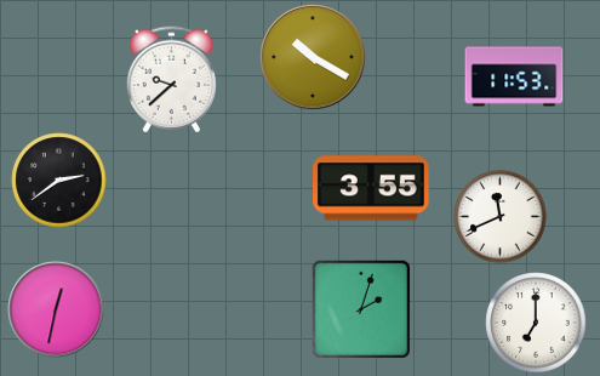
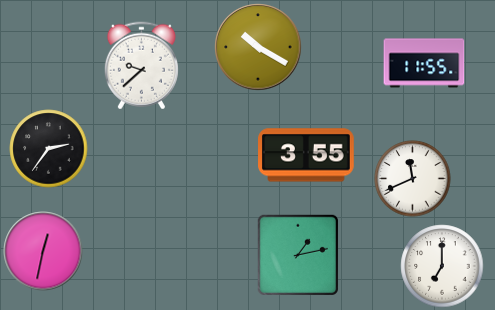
clock at (514, 76): 11:53 -> 11:55
clock at (59, 181): 2:39 -> 2:36
clock at (360, 308): 2:03 -> 1:13
clock at (56, 309) position: (56, 309) -> (43, 251)
